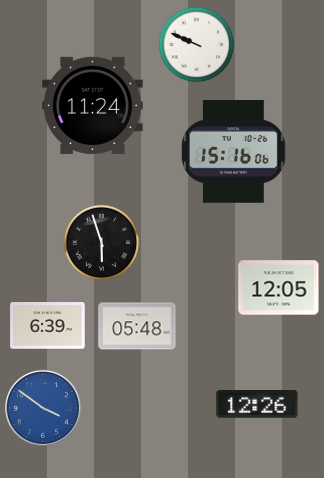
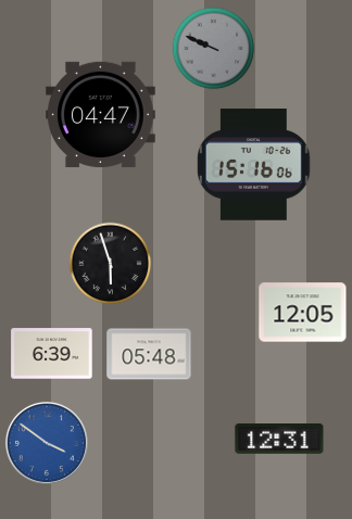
clock at (197, 45) dial: white -> grey
clock at (93, 105): 11:24 -> 04:47
clock at (257, 405): 12:26 -> 12:31
